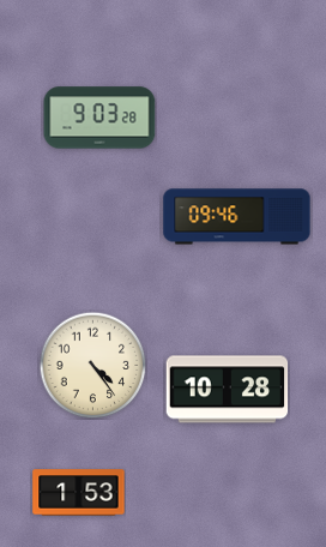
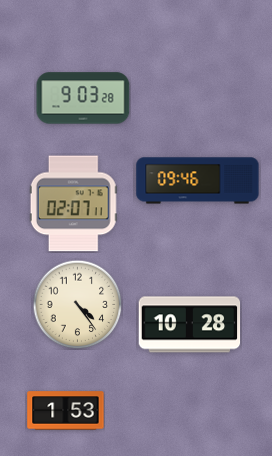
clock at (73, 204): none -> 02:07
